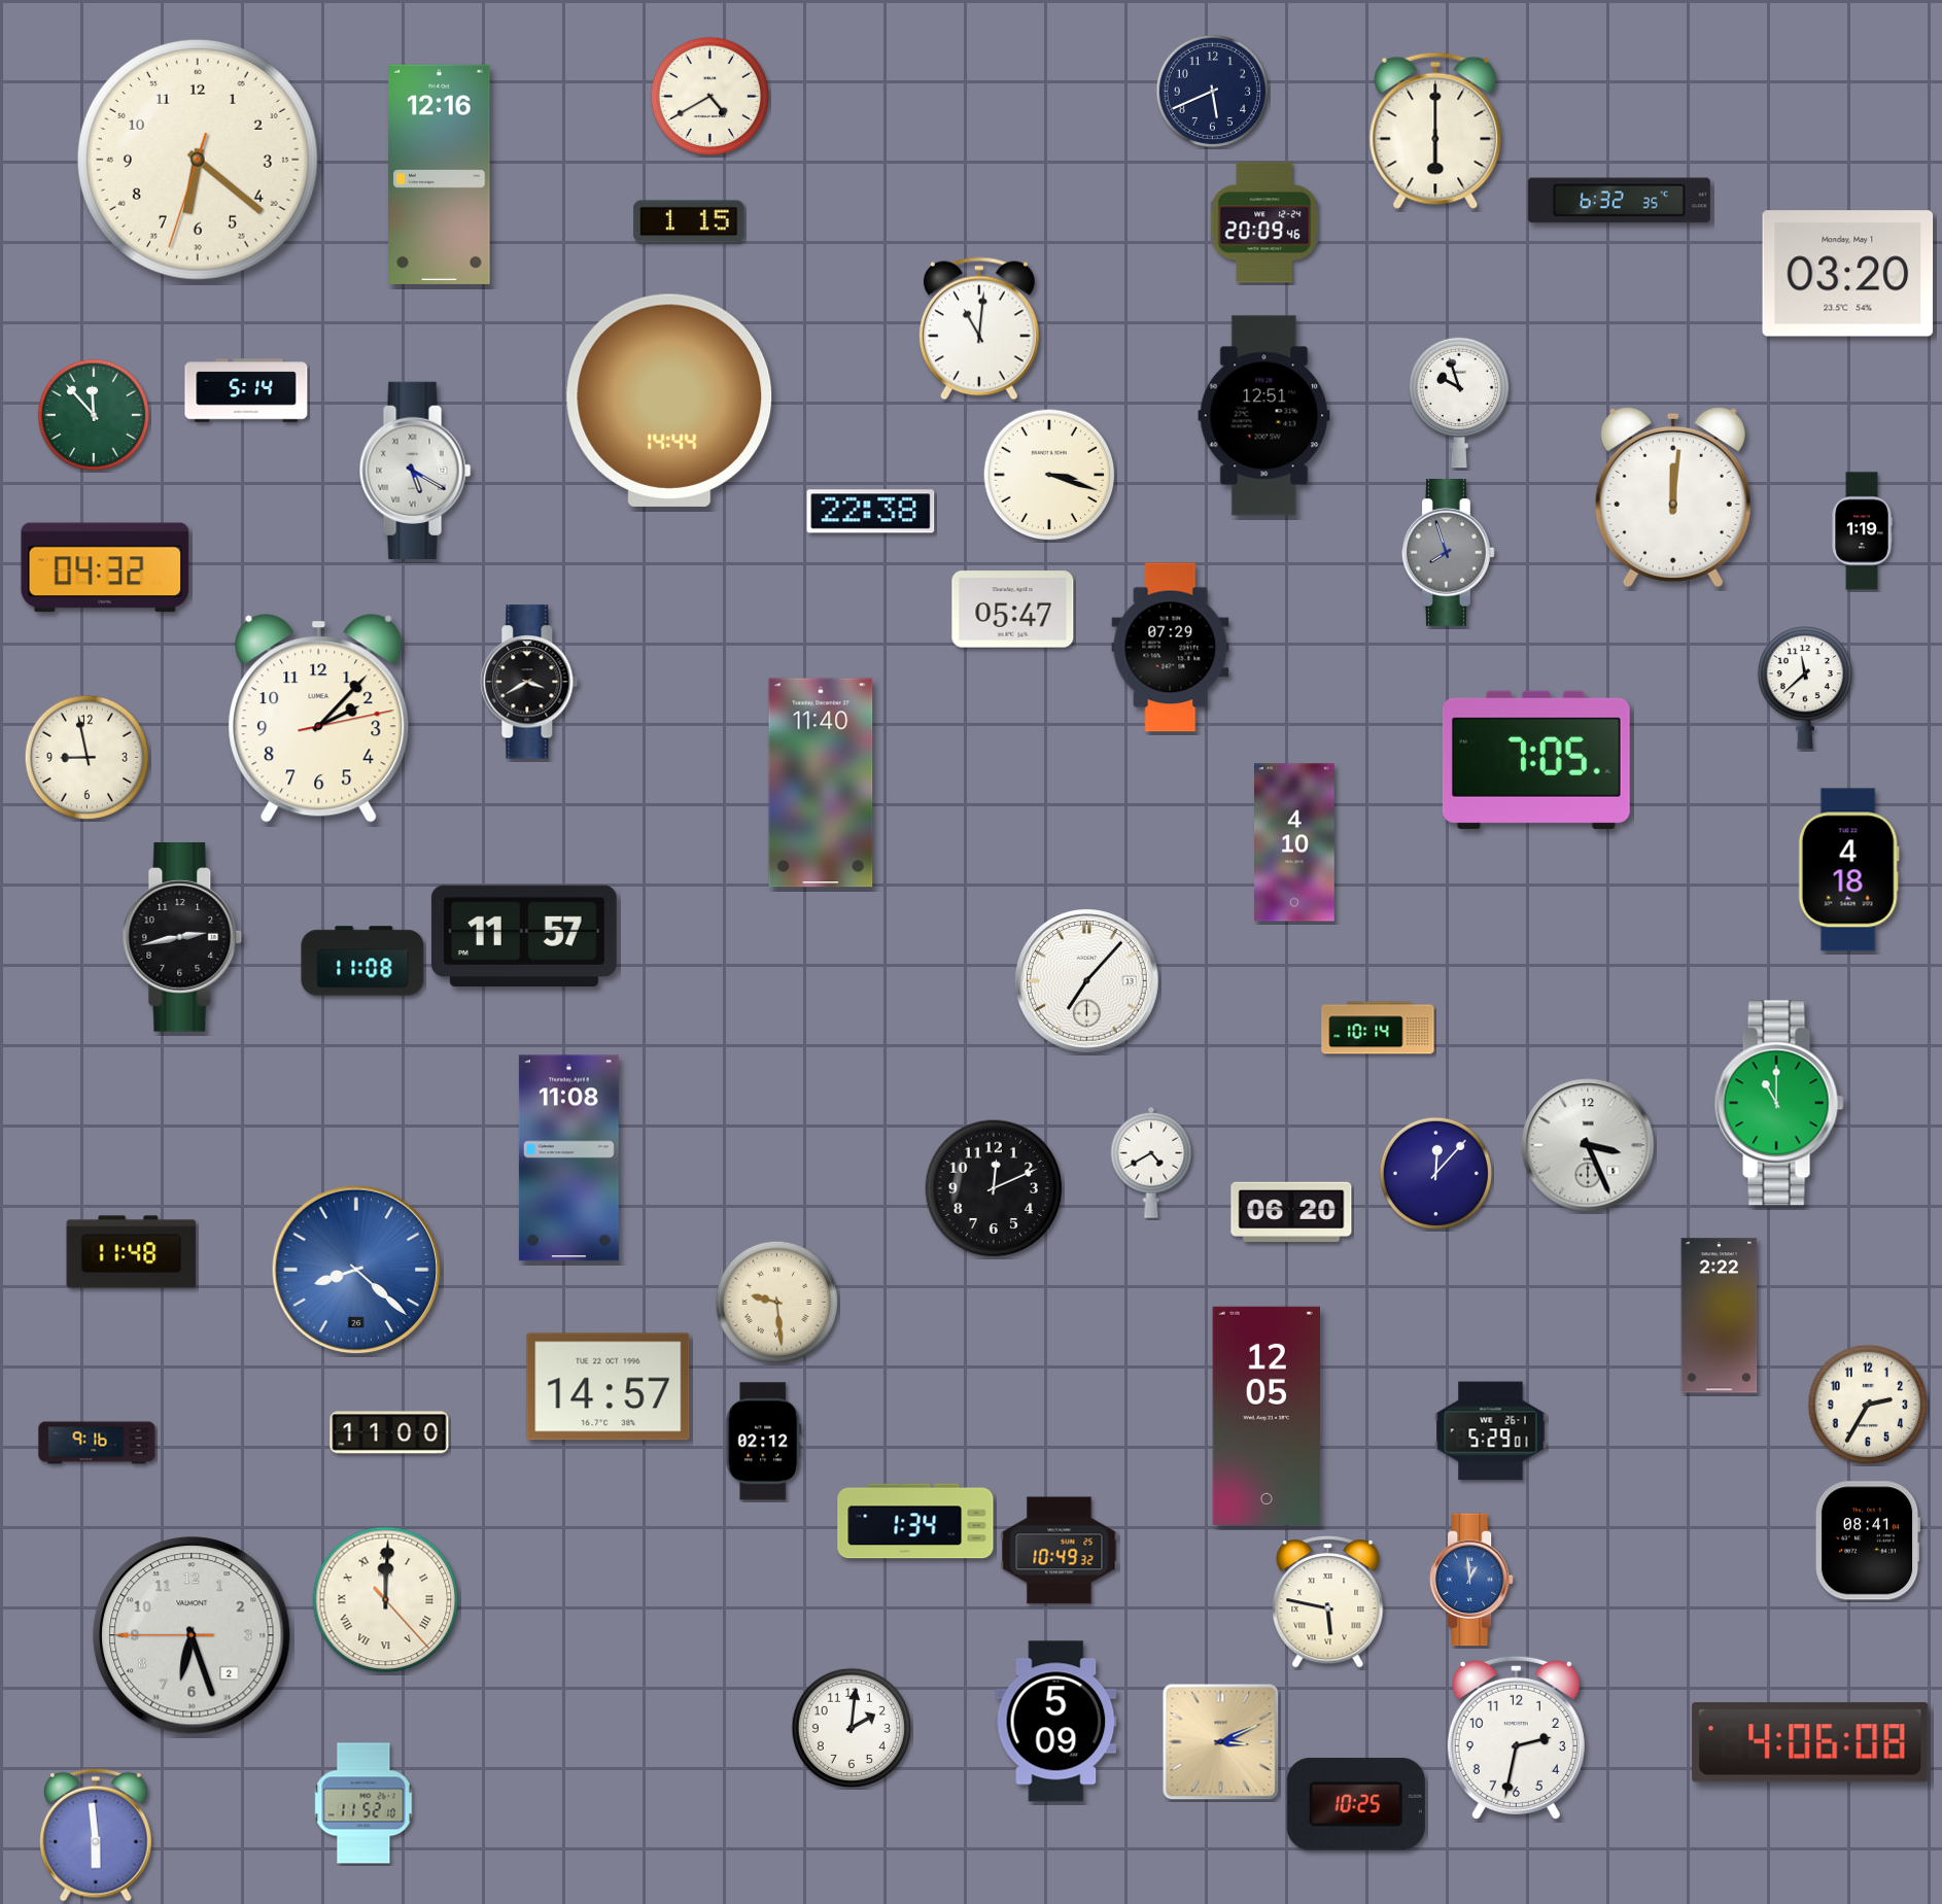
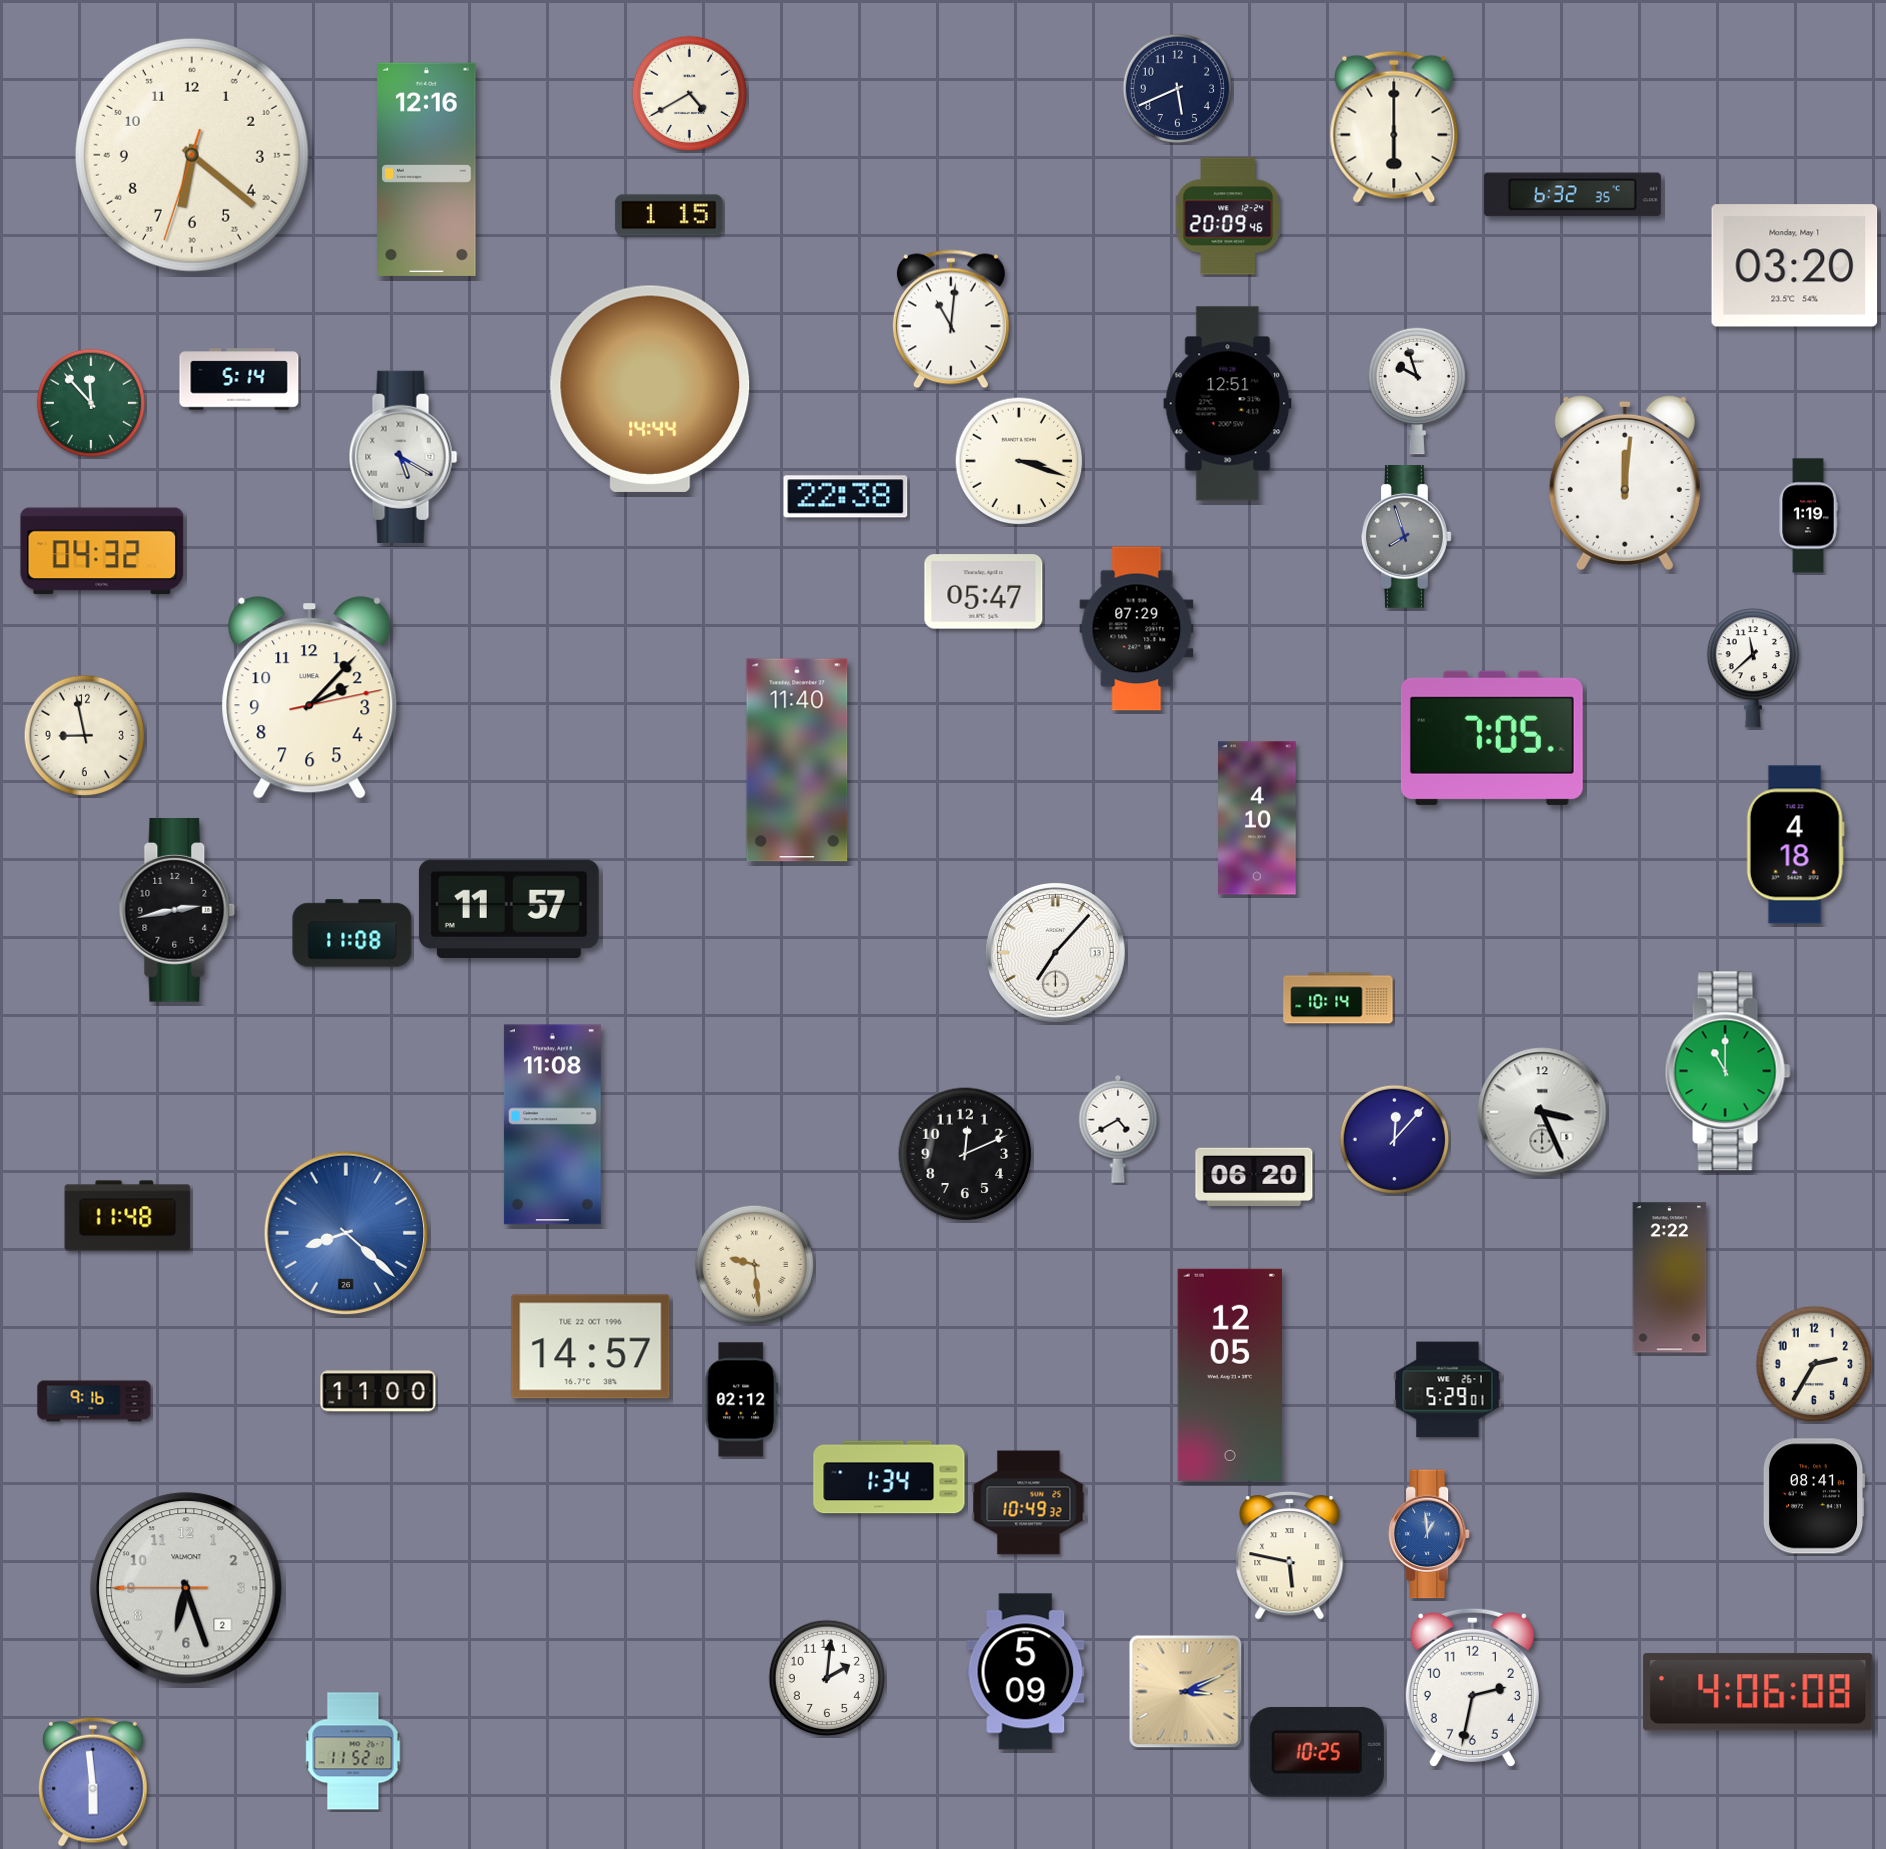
clock at (529, 682): 3:40 -> none
clock at (1060, 1551) position: (1060, 1551) -> (1029, 1503)
clock at (386, 1600): 12:00 -> none
